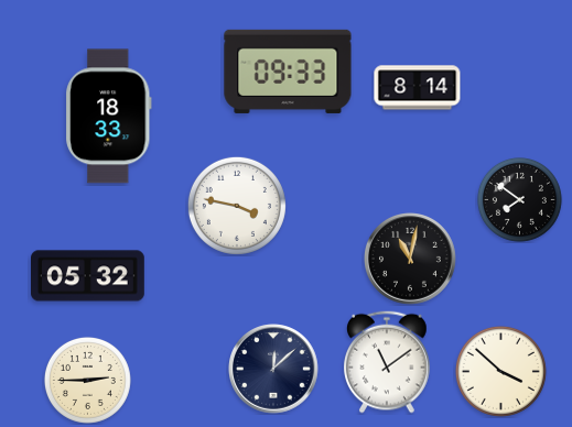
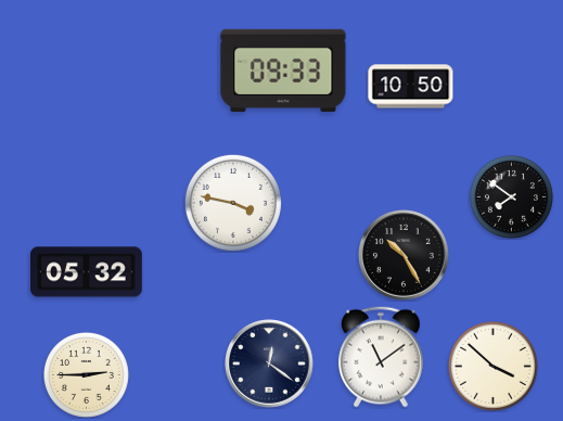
clock at (418, 88): 8:14 -> 10:50
clock at (109, 117): 18:33 -> none
clock at (411, 260): 11:02 -> 10:25
clock at (273, 369): 12:08 -> 12:21
